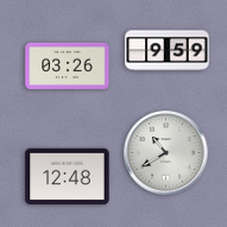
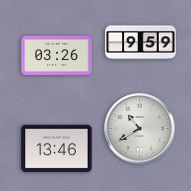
clock at (68, 177): 12:48 -> 13:46
